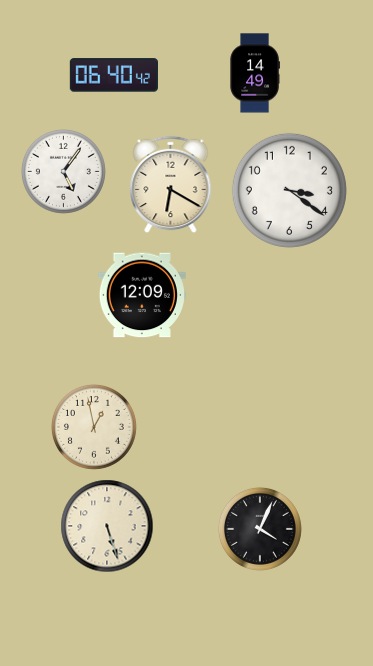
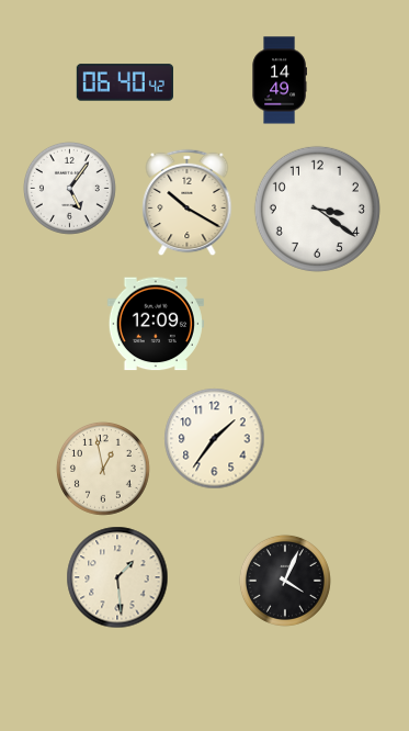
clock at (171, 185): 6:20 -> 10:20
clock at (215, 439): none -> 1:36
clock at (107, 526): 5:27 -> 1:29
